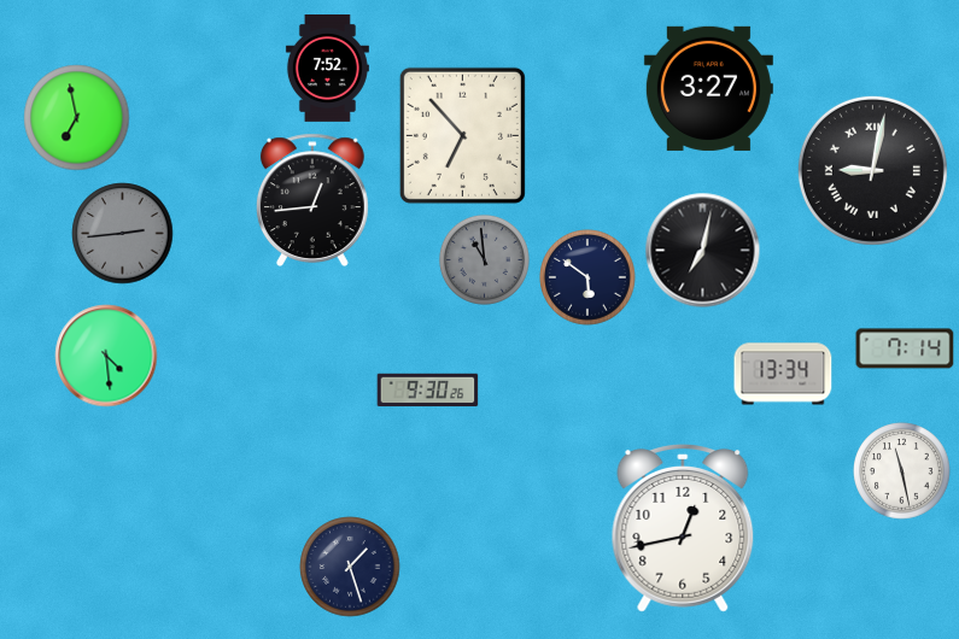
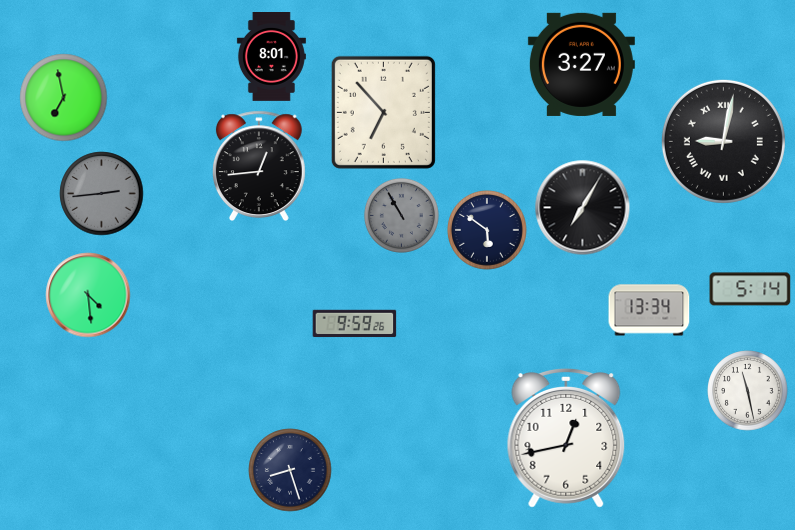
clock at (327, 69): 7:52 -> 8:01
clock at (708, 88) position: (708, 88) -> (581, 64)
clock at (703, 251): 7:02 -> 7:05
clock at (484, 259): 10:59 -> 10:55
clock at (905, 348): 7:14 -> 5:14
clock at (428, 391): 9:30 -> 9:59
clock at (350, 567): 1:27 -> 8:27
